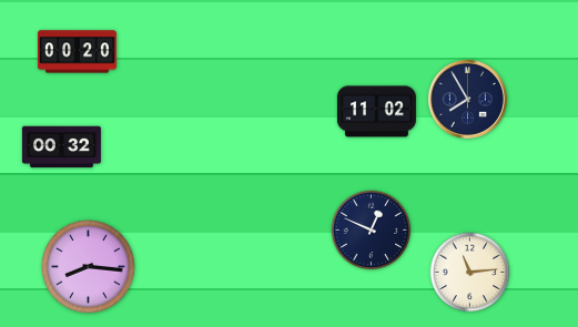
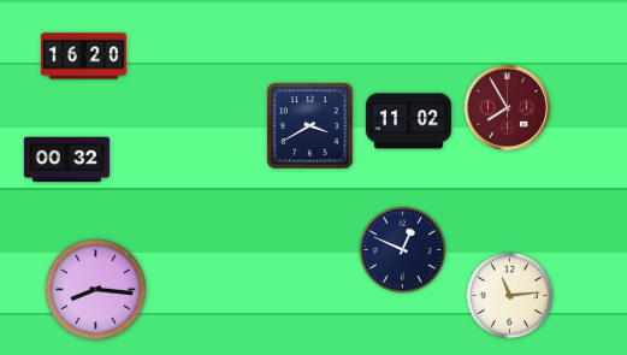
clock at (77, 52): 00:20 -> 16:20
clock at (467, 99) dial: navy -> burgundy
clock at (310, 126): none -> 3:40
